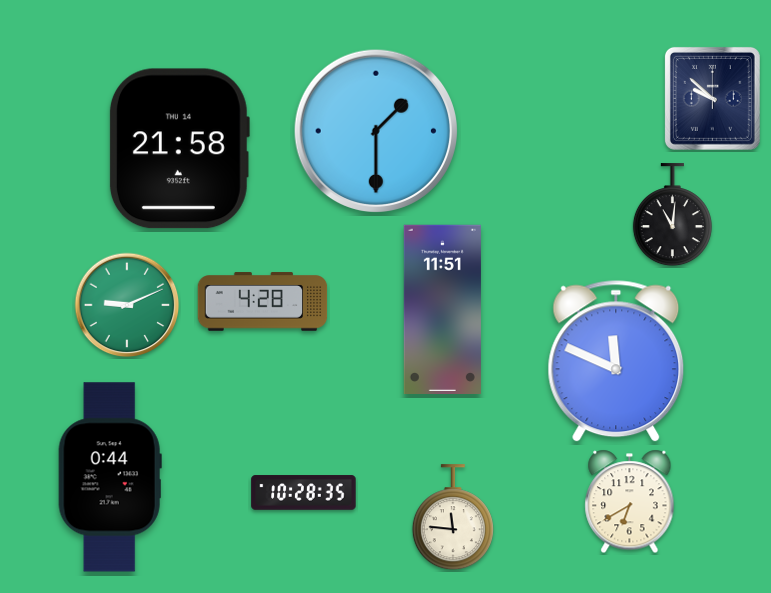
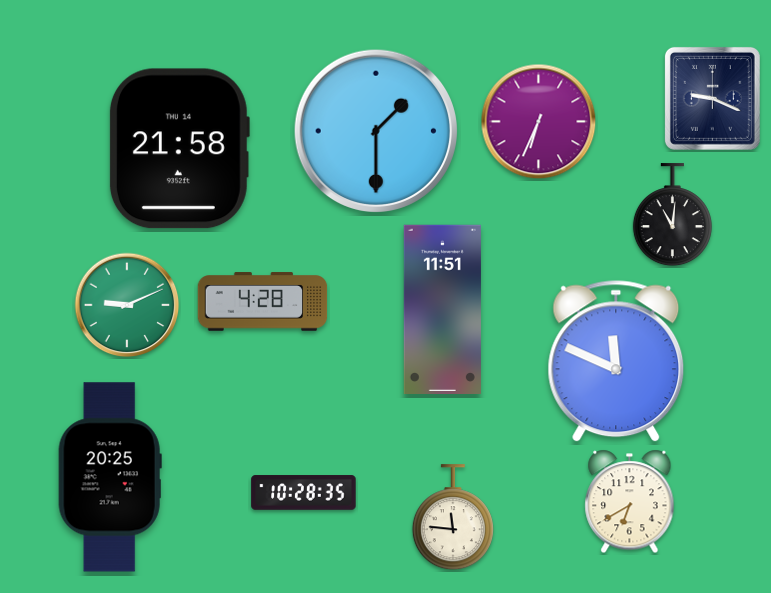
clock at (712, 98): 9:52 -> 9:19
clock at (539, 122): none -> 6:34
clock at (110, 477): 0:44 -> 20:25
